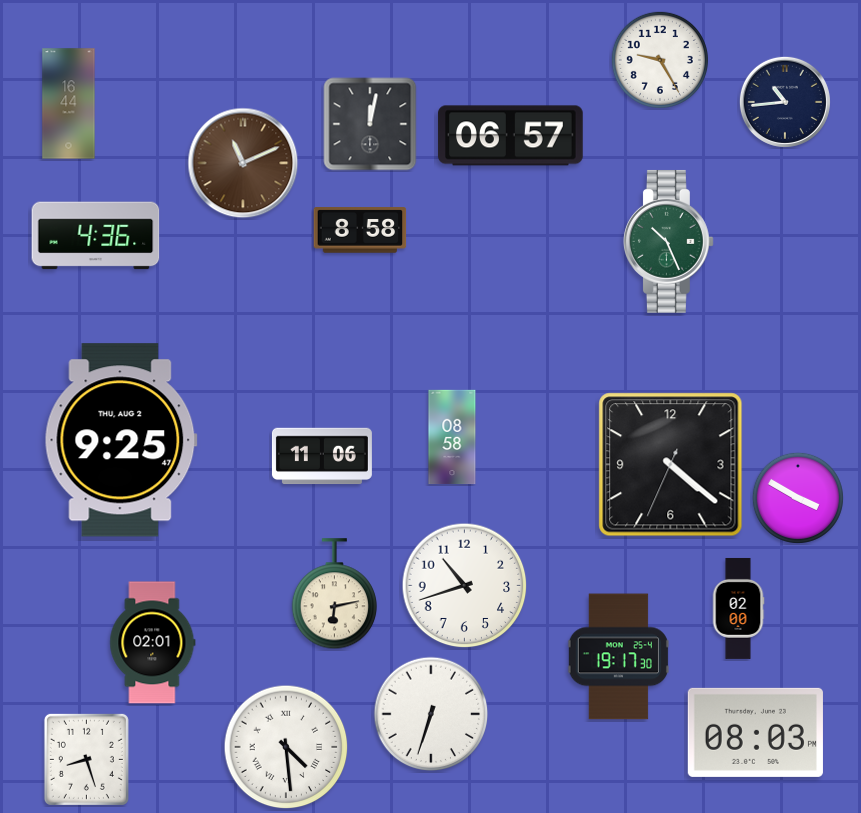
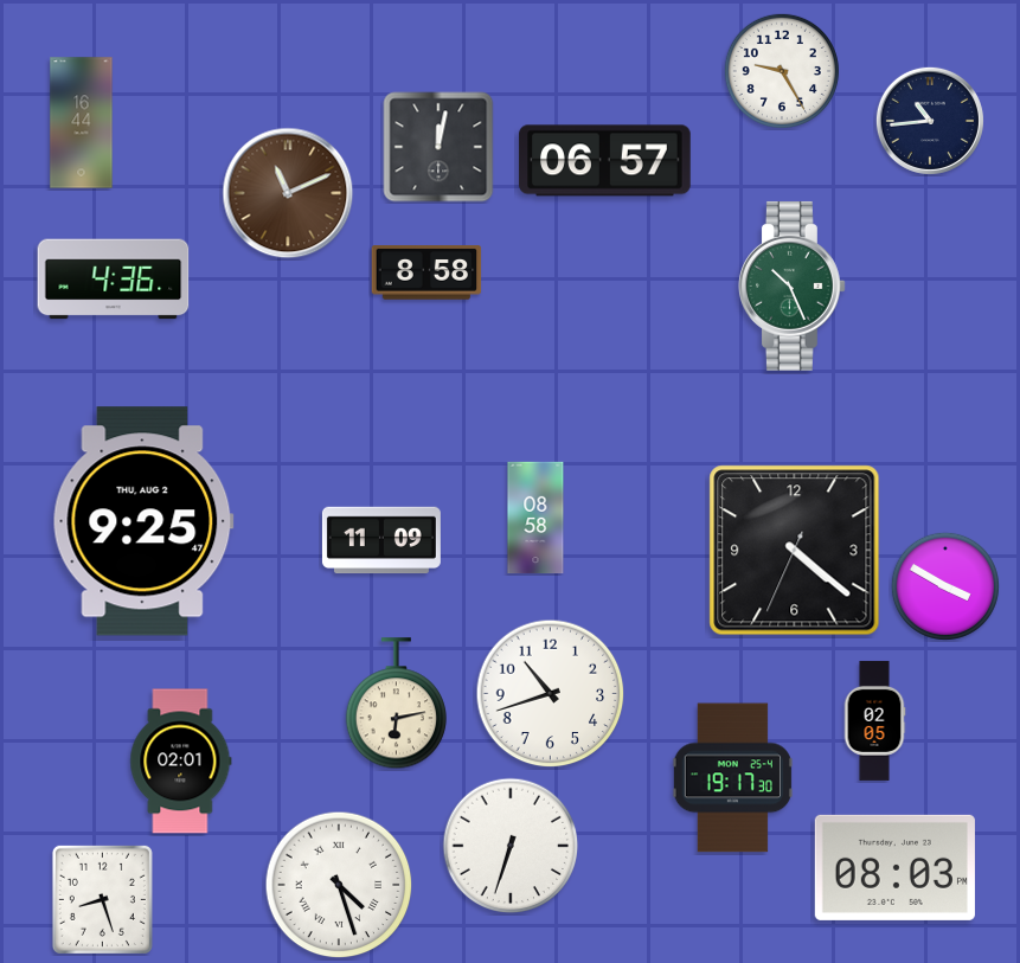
clock at (322, 456): 11:06 -> 11:09
clock at (798, 498) position: (798, 498) -> (945, 586)
clock at (738, 608): 02:00 -> 02:05
clock at (286, 747): 4:29 -> 4:27
